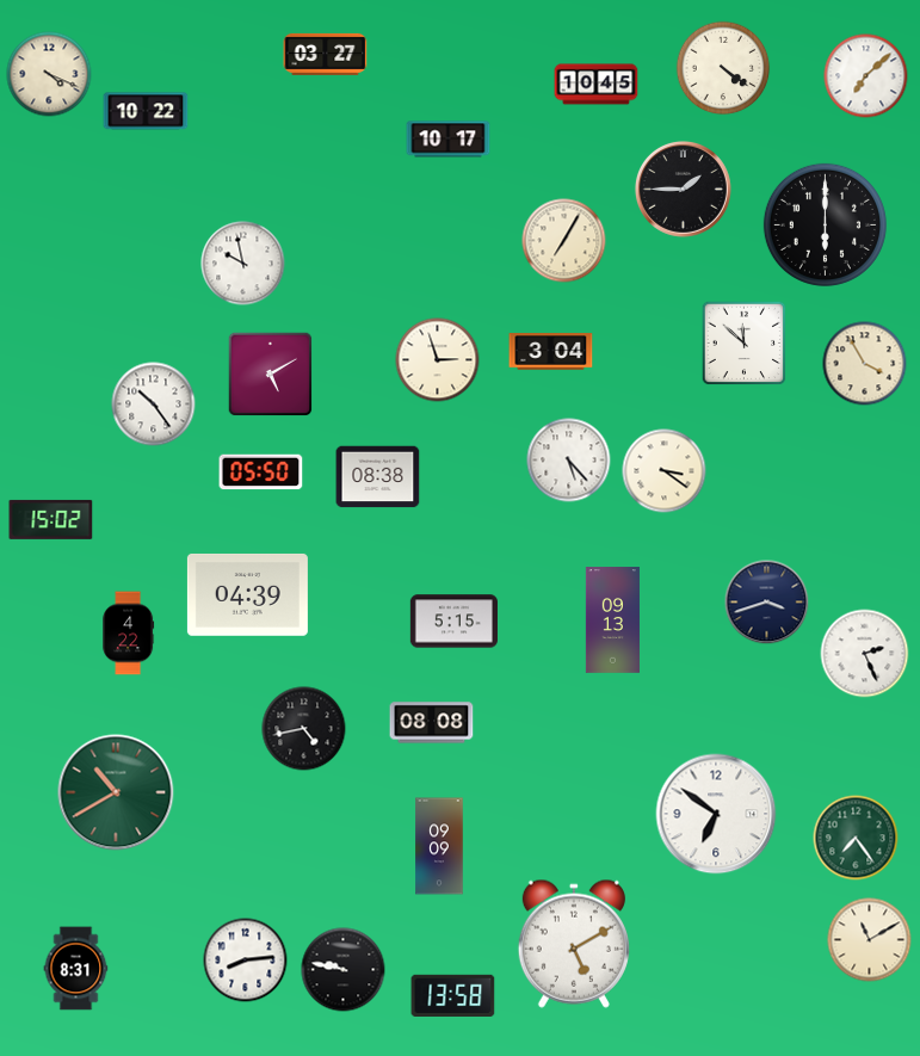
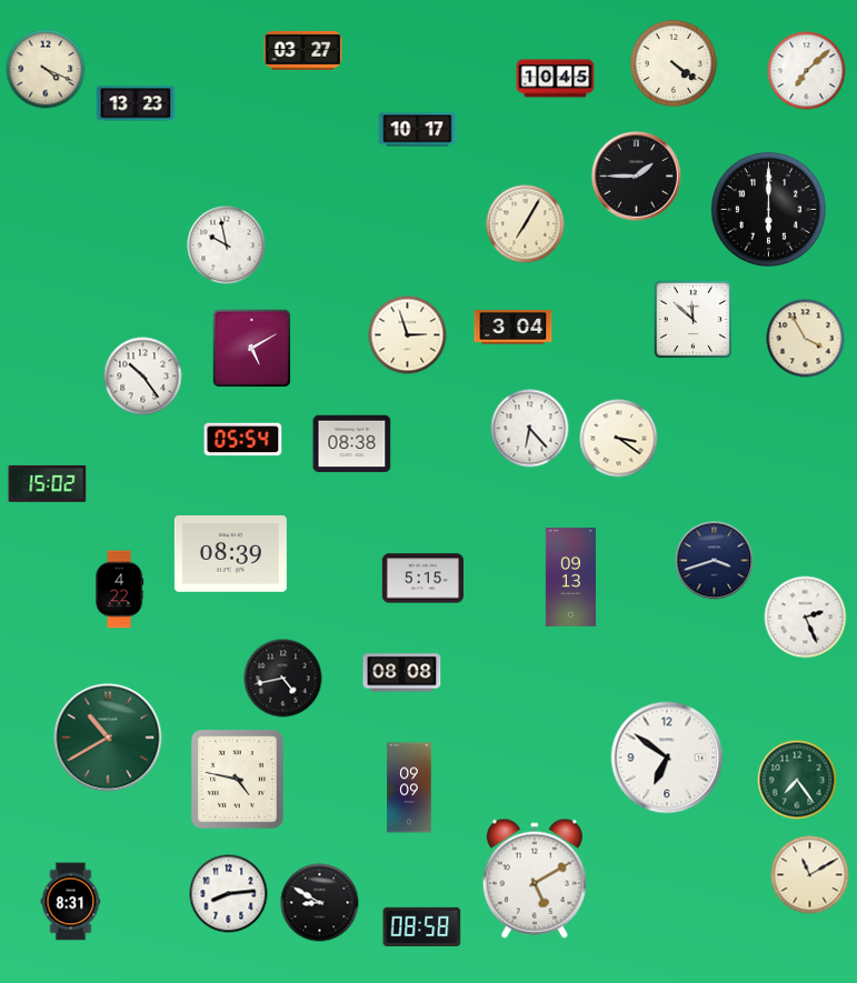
clock at (146, 111): 10:22 -> 13:23
clock at (569, 461): 5:23 -> 6:23
clock at (261, 473): 05:50 -> 05:54
clock at (247, 594): 04:39 -> 08:39
clock at (865, 654) position: (865, 654) -> (806, 618)
clock at (238, 780): none -> 4:47
clock at (344, 970): 9:47 -> 8:50
clock at (453, 995): 13:58 -> 08:58
